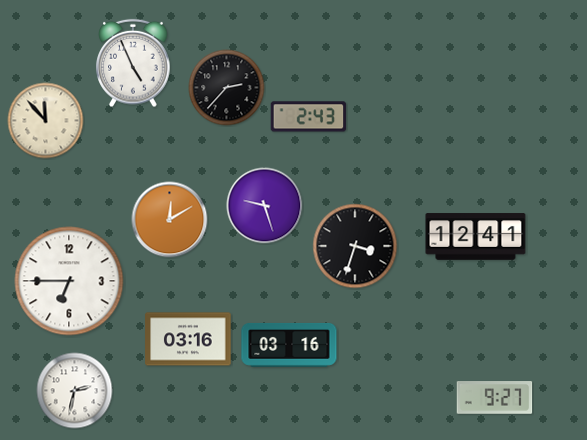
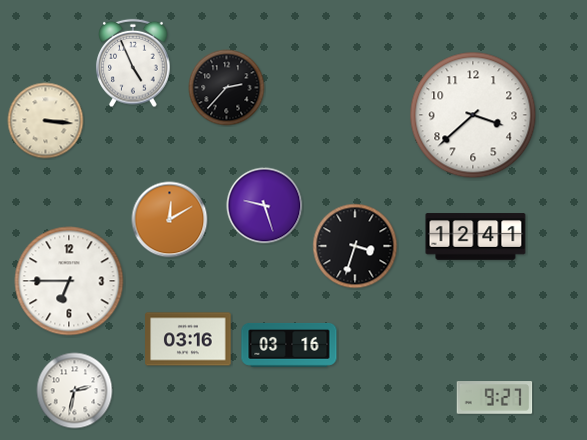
clock at (473, 115): none -> 3:38
clock at (309, 117): 2:43 -> none
clock at (46, 121): 11:53 -> 3:16
